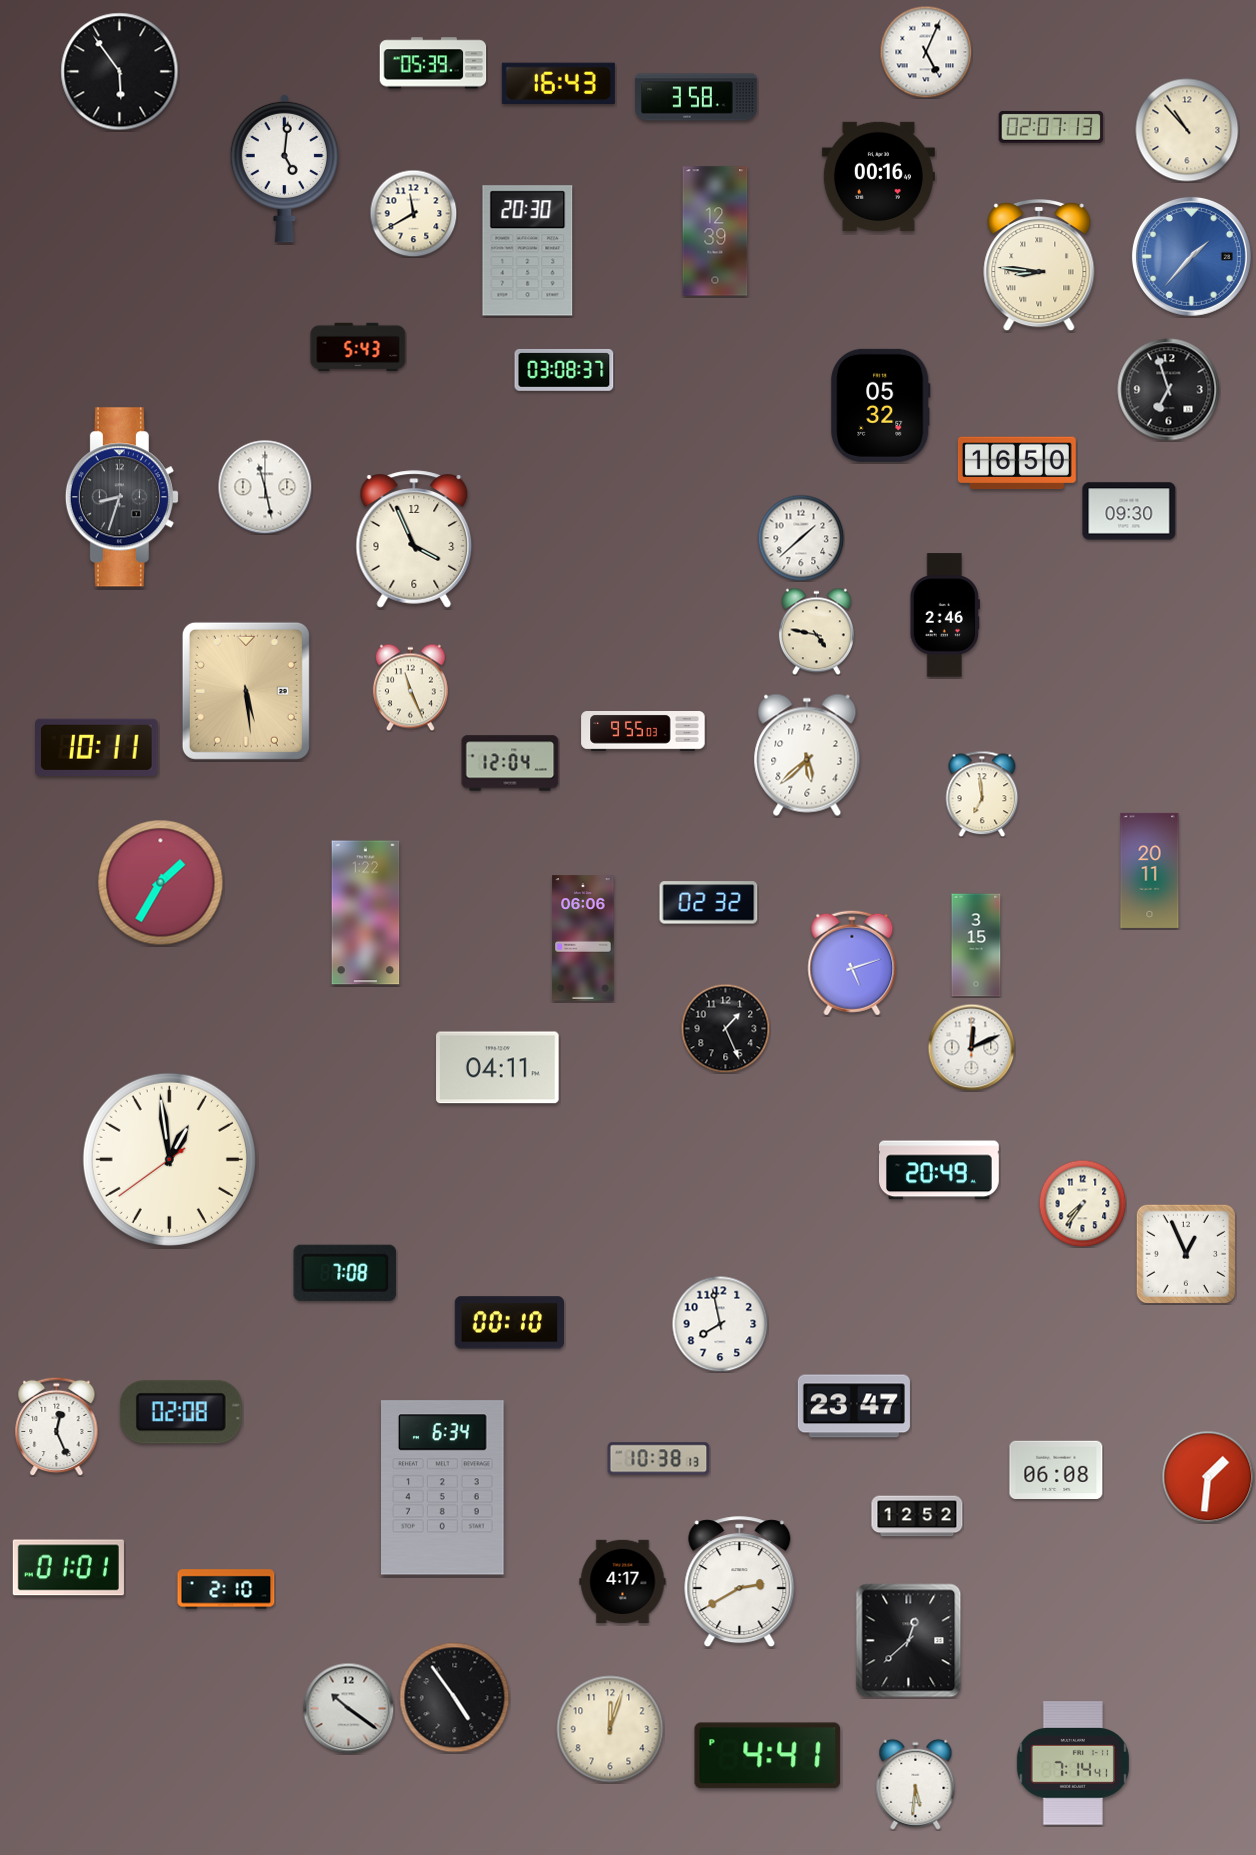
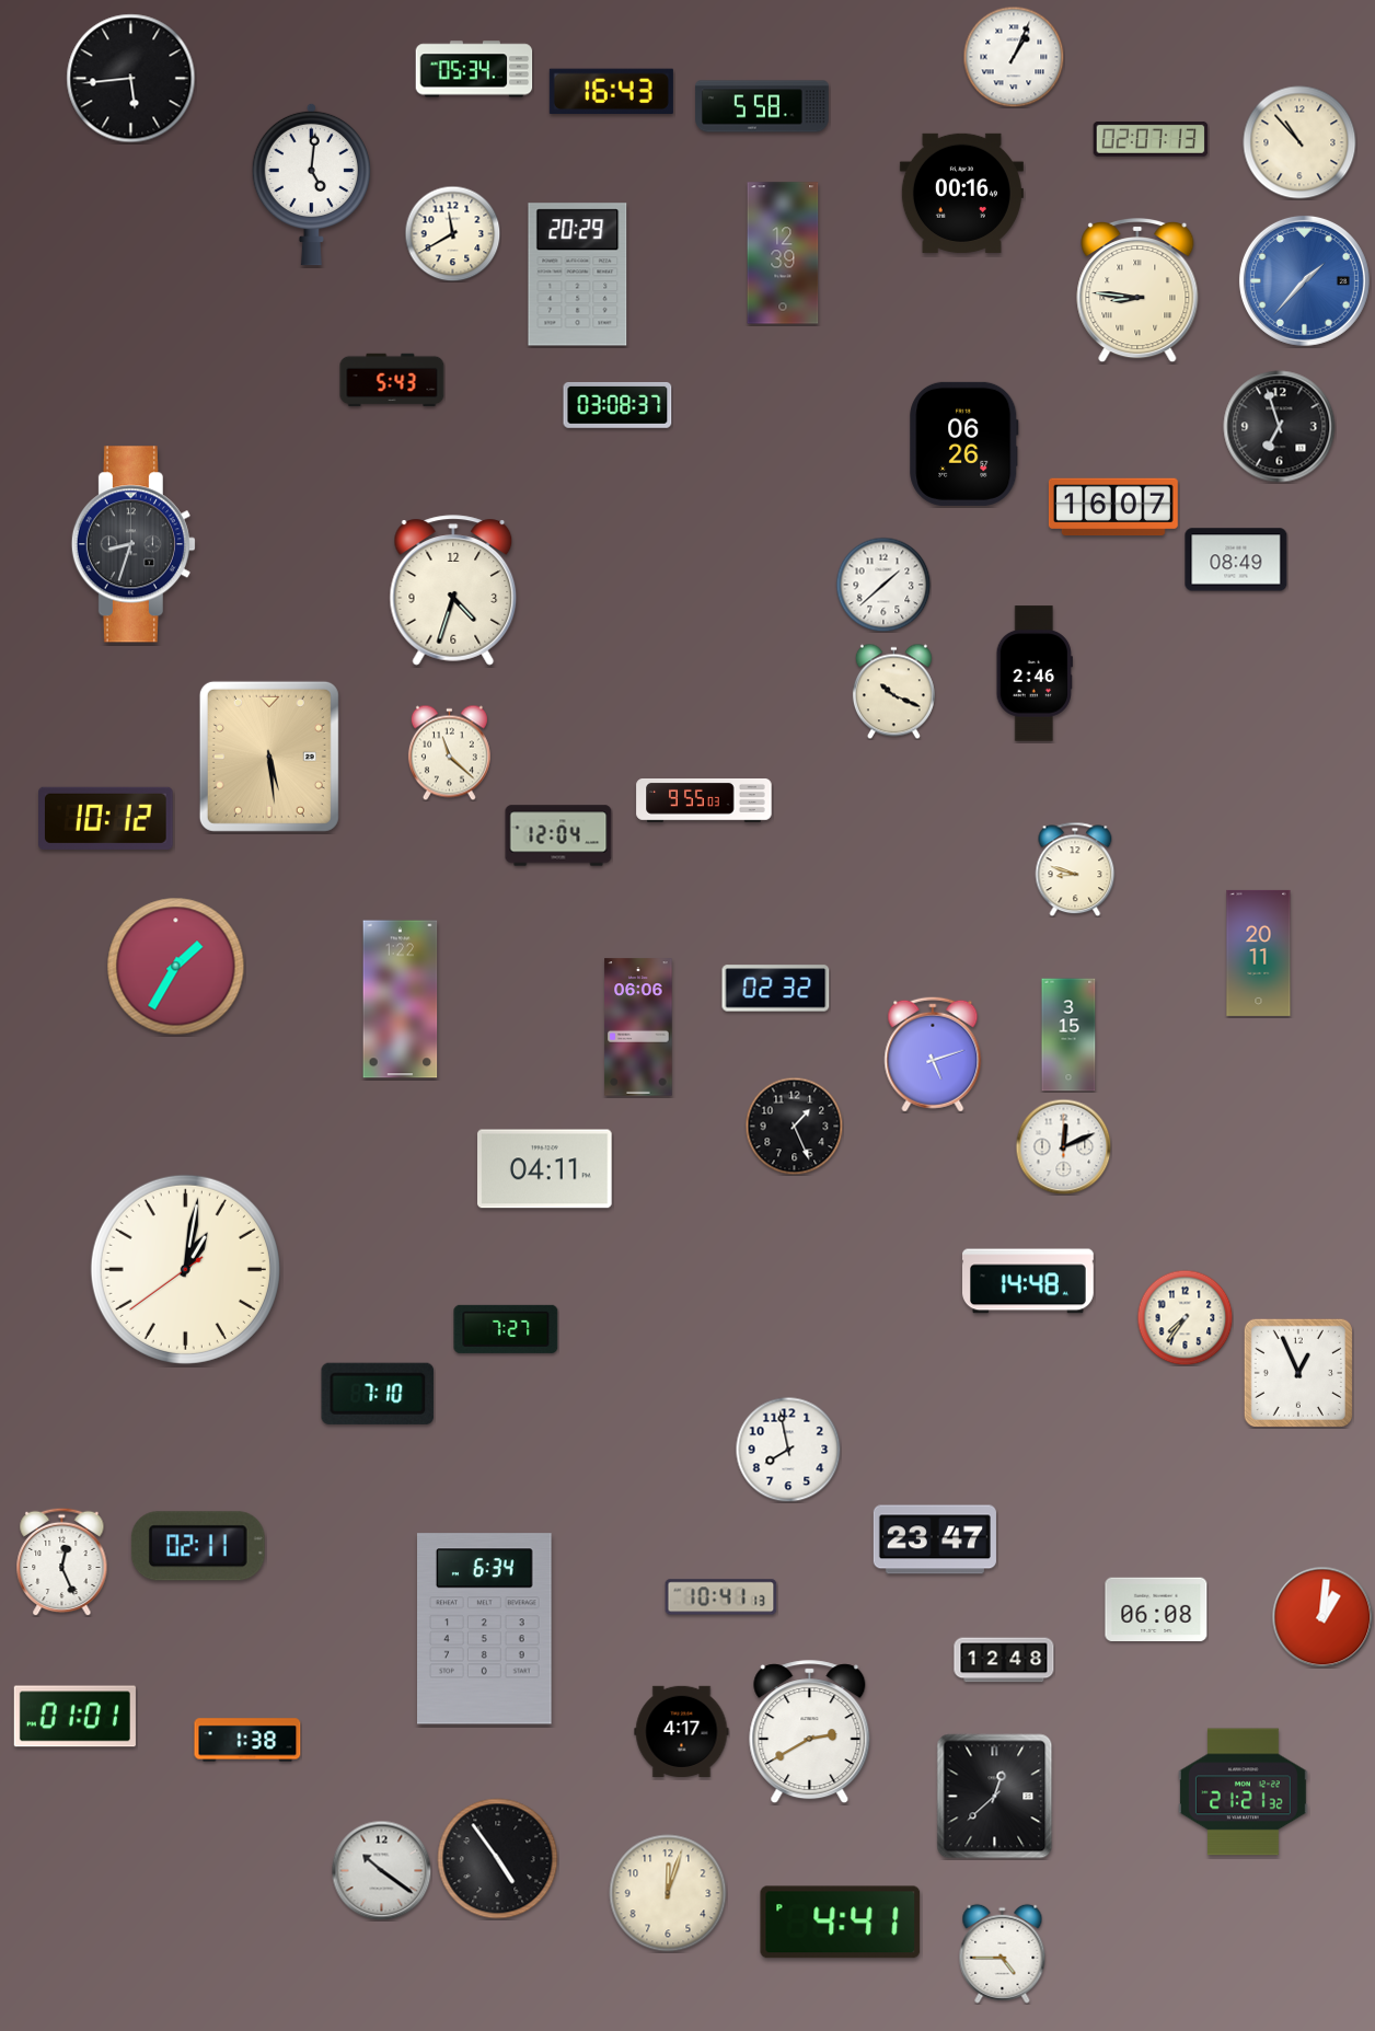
clock at (926, 52): 5:04 -> 1:04
clock at (433, 63): 05:39 -> 05:34
clock at (120, 72): 5:54 -> 5:44
clock at (696, 97): 3:58 -> 5:58
clock at (528, 251): 20:30 -> 20:29
clock at (881, 405): 05:32 -> 06:26
clock at (1017, 463): 16:50 -> 16:07
clock at (265, 487): 11:28 -> none
clock at (1129, 511): 09:30 -> 08:49
clock at (801, 538) position: (801, 538) -> (883, 585)
clock at (414, 539): 3:56 -> 4:33
clock at (816, 631): 4:47 -> 10:19
clock at (410, 687): 11:26 -> 11:22
clock at (97, 747): 10:11 -> 10:12
clock at (807, 755): 5:38 -> none
clock at (982, 794): 6:59 -> 8:48
clock at (169, 1159): 12:58 -> 1:01
clock at (940, 1170): 20:49 -> 14:48
clock at (506, 1329): none -> 7:27
clock at (345, 1273): 7:08 -> 7:10
clock at (509, 1323): 00:10 -> none
clock at (181, 1412): 02:08 -> 02:11
clock at (659, 1459): 10:38 -> 10:41
clock at (1208, 1477): 1:31 -> 1:01
clock at (917, 1516): 12:52 -> 12:48
clock at (226, 1589): 2:10 -> 1:38
clock at (1243, 1792): none -> 21:21
clock at (1073, 1763): 7:14 -> none
clock at (916, 1784): 5:31 -> 4:45
